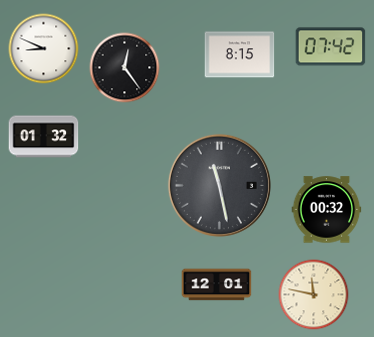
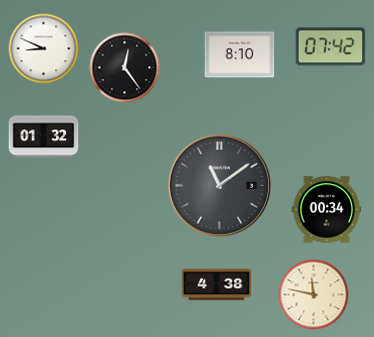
clock at (240, 55): 8:15 -> 8:10
clock at (219, 185): 11:28 -> 11:09
clock at (327, 210): 00:32 -> 00:34
clock at (217, 285): 12:01 -> 4:38
